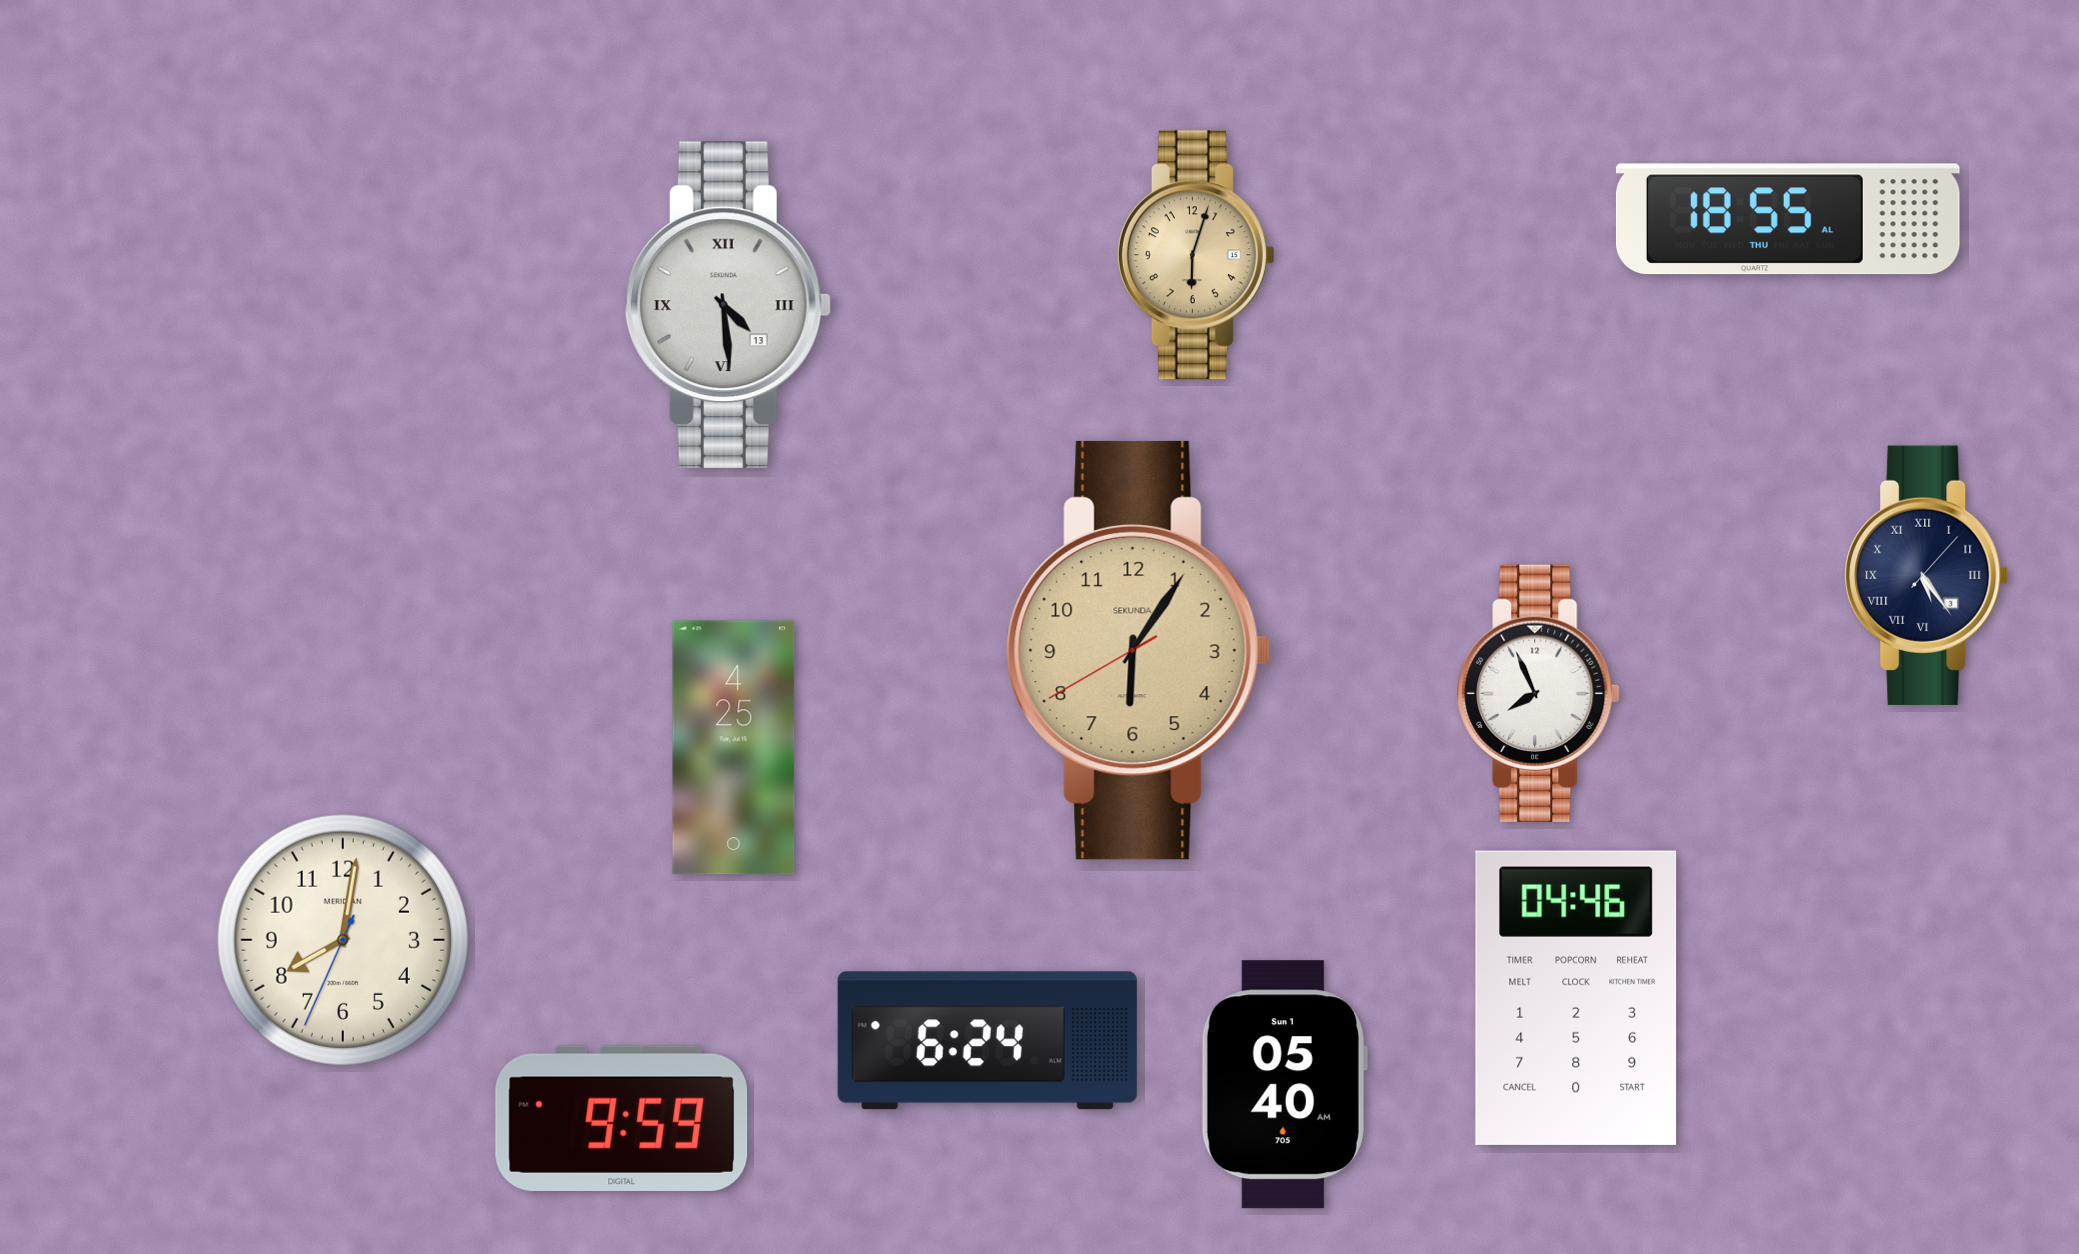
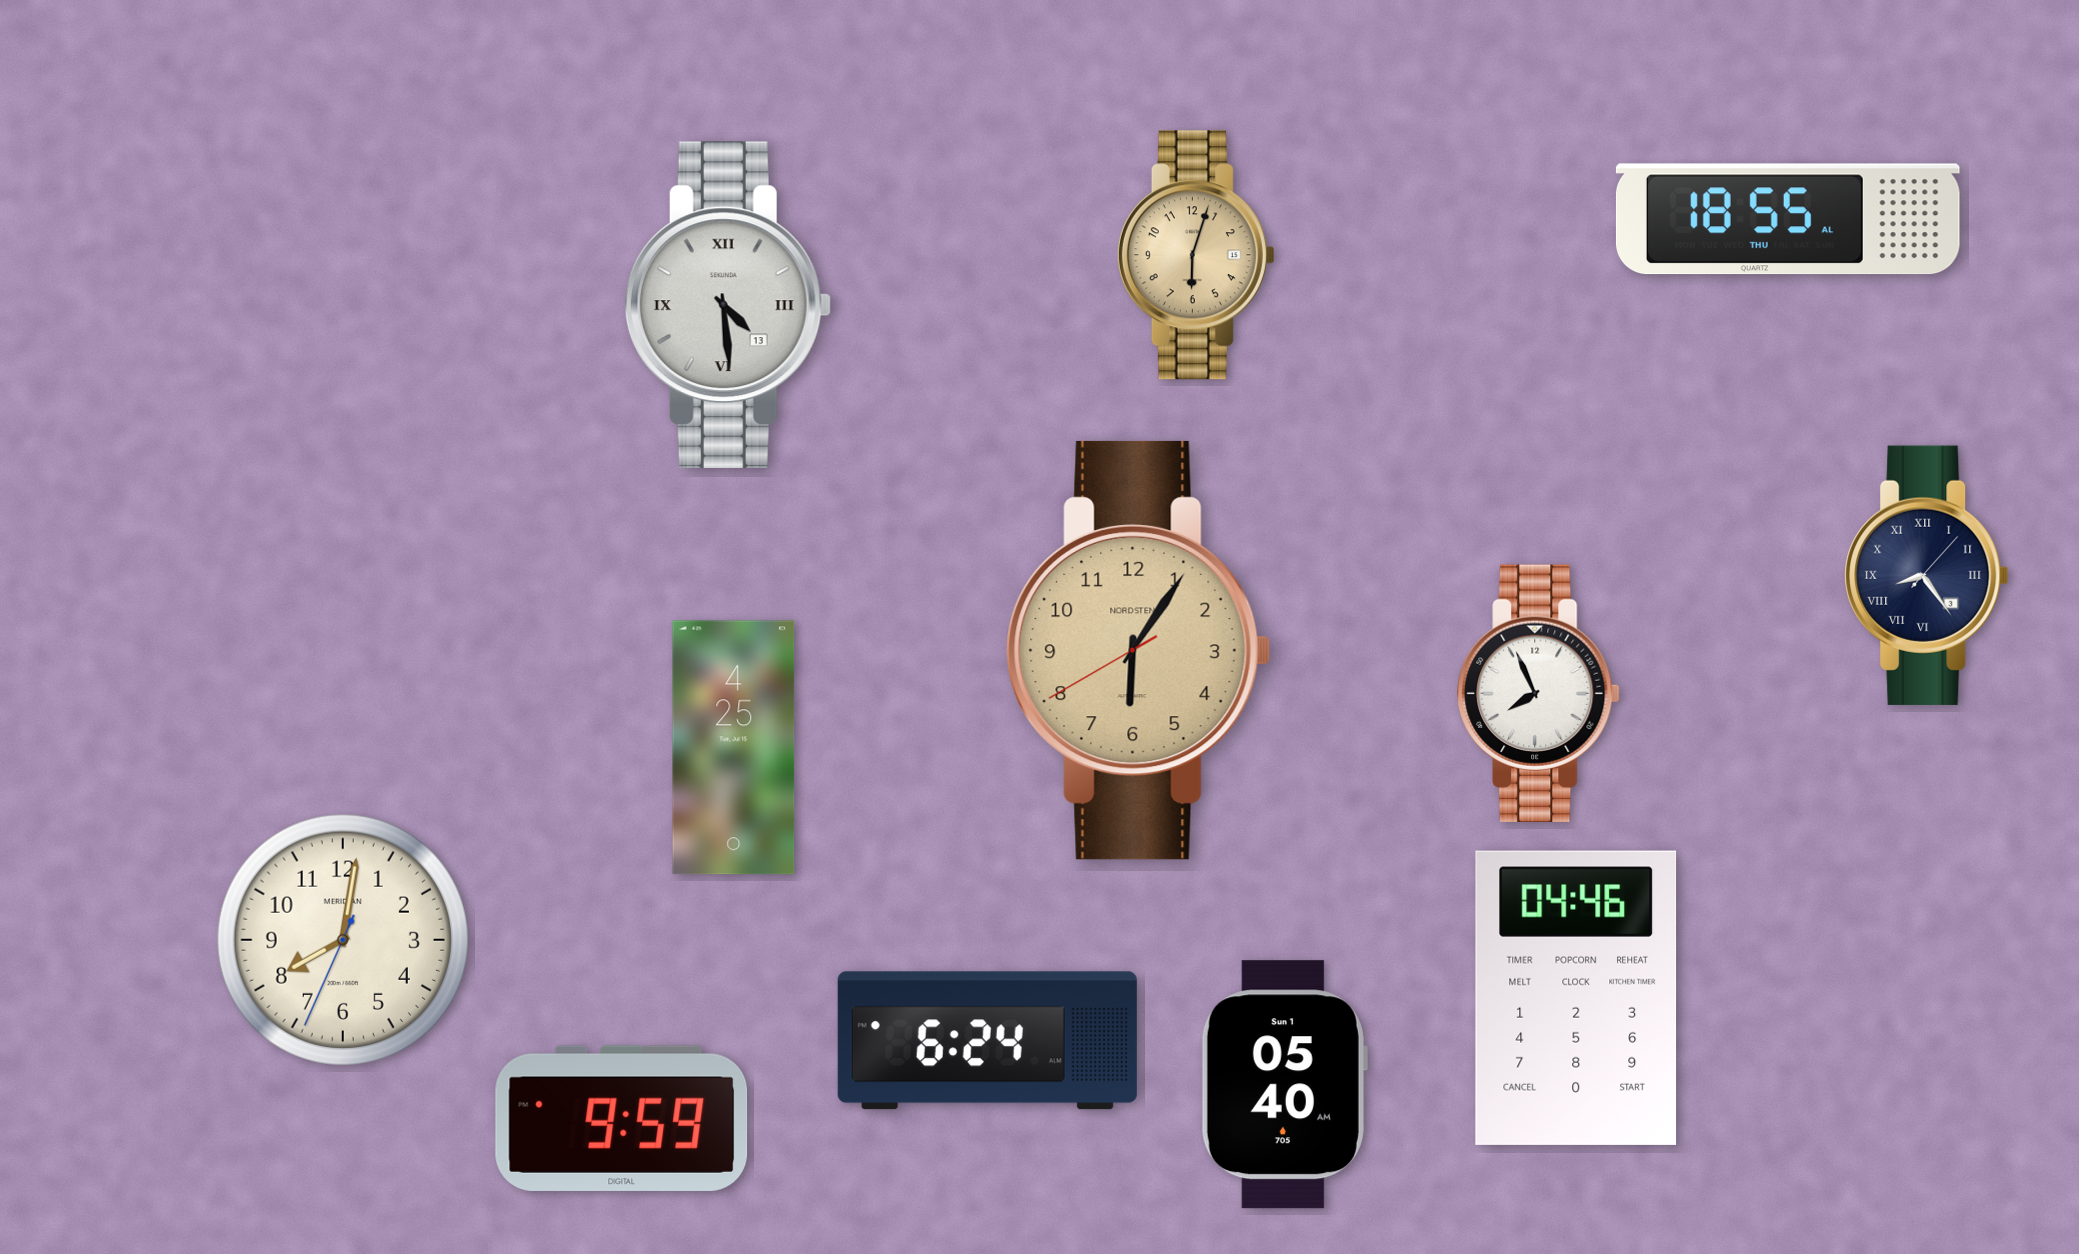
clock at (1927, 575): 5:24 -> 8:24
clock at (1139, 650) brand: SEKUNDA -> NORDSTEN
